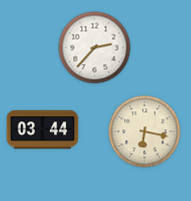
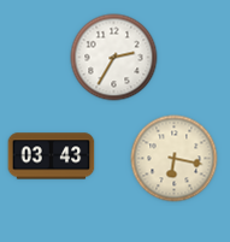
clock at (95, 48): 2:37 -> 2:35
clock at (43, 130): 03:44 -> 03:43
